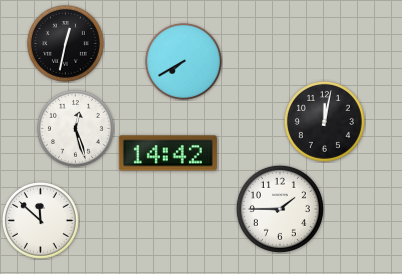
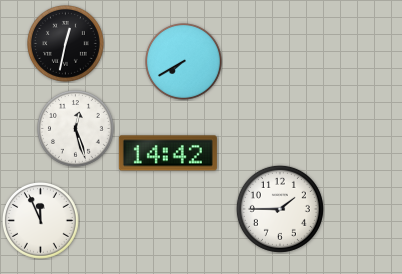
clock at (324, 121): 12:02 -> none
clock at (41, 221): 11:52 -> 11:56
